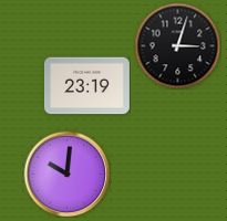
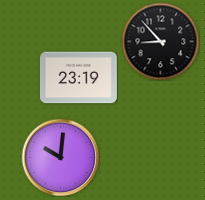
clock at (177, 45): 3:03 -> 8:53
